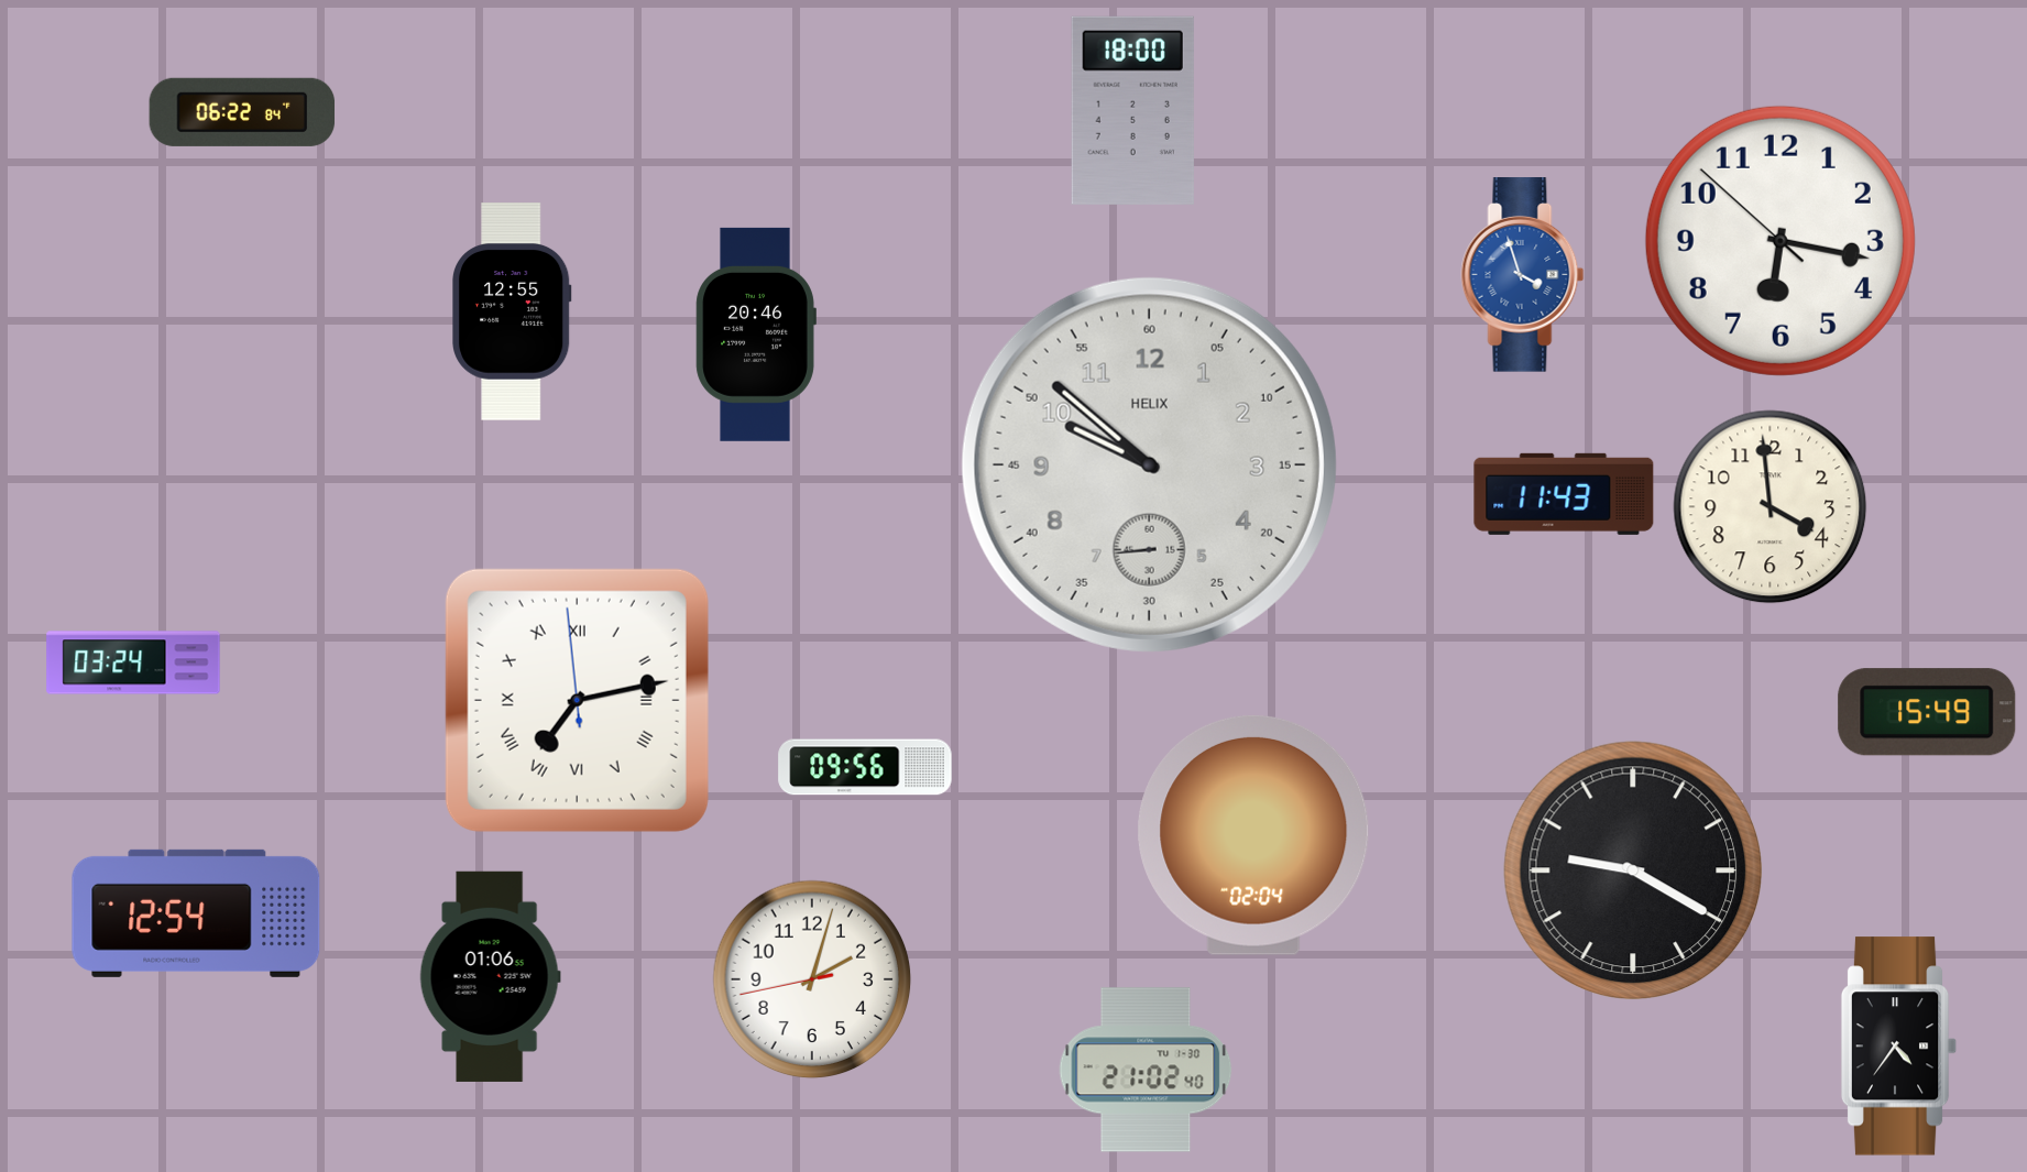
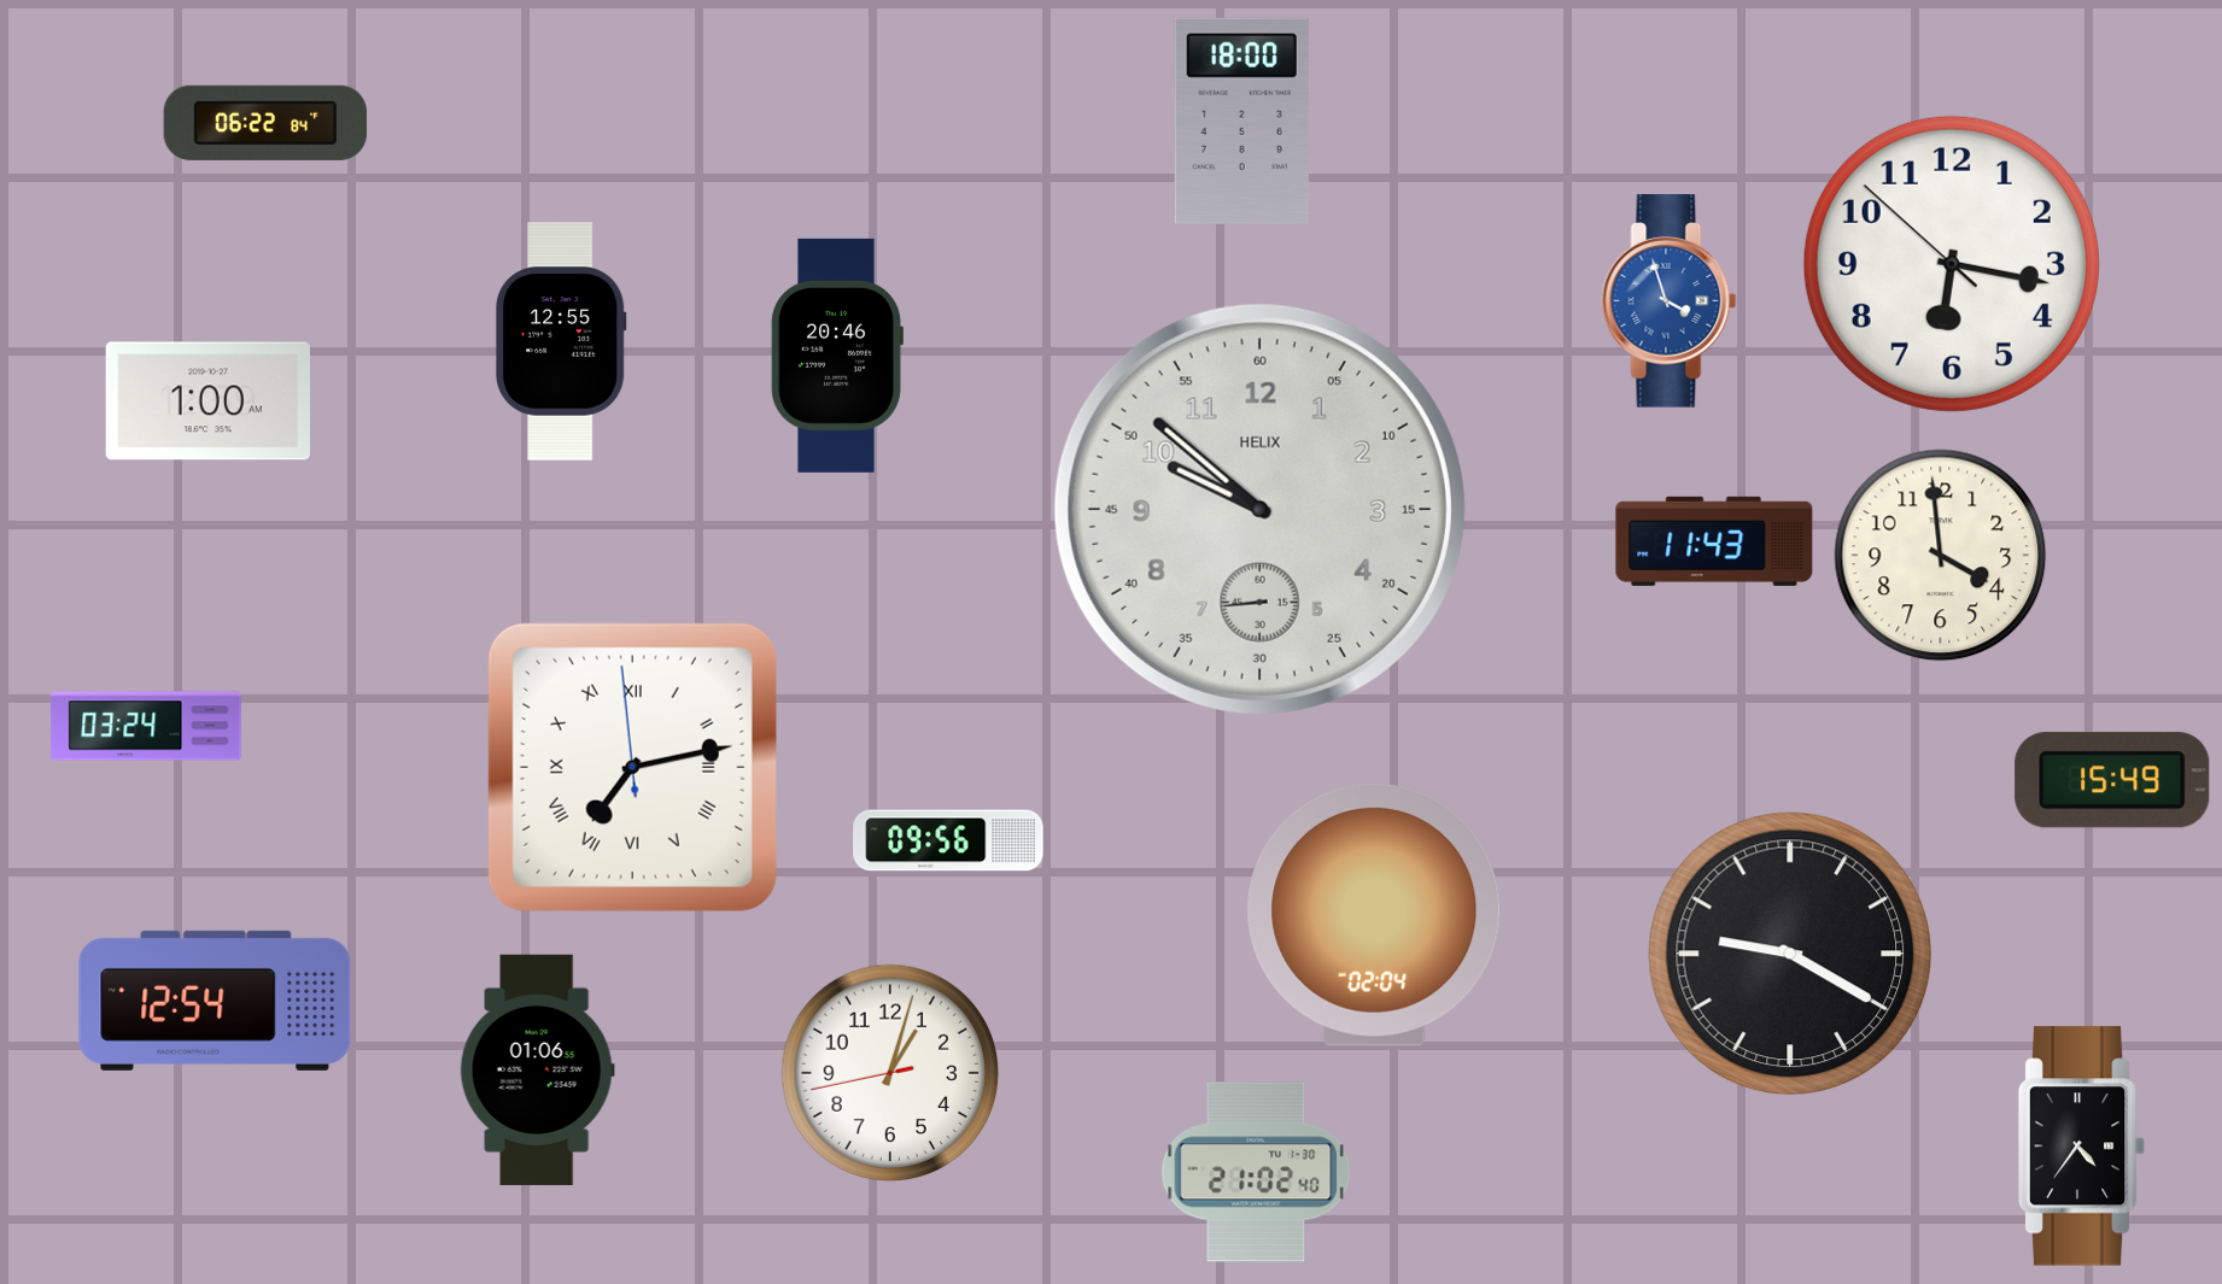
clock at (756, 335) position: (756, 335) -> (837, 356)
clock at (207, 401): none -> 1:00
clock at (812, 979): 2:02 -> 1:02
